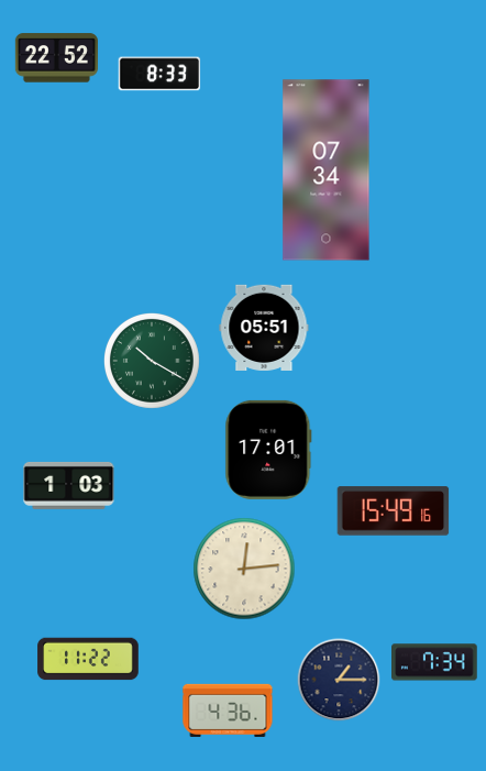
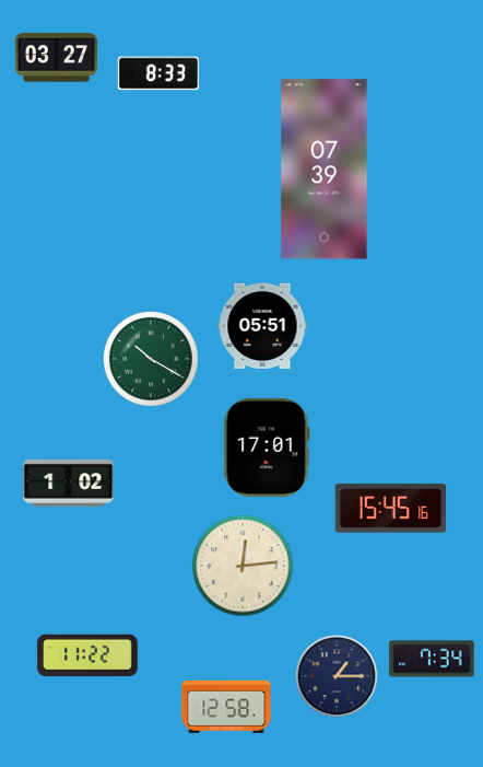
clock at (56, 58): 22:52 -> 03:27
clock at (327, 170): 07:34 -> 07:39
clock at (69, 485): 1:03 -> 1:02
clock at (394, 511): 15:49 -> 15:45
clock at (228, 711): 4:36 -> 12:58
